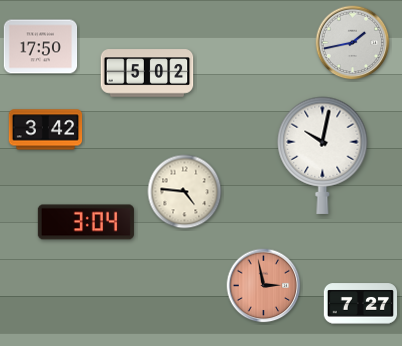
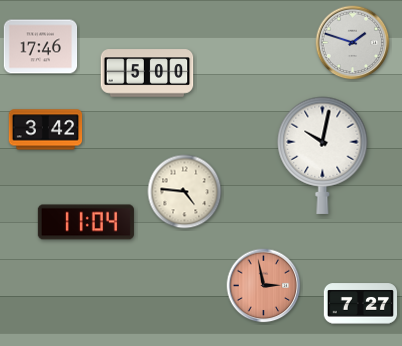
clock at (353, 43): 1:43 -> 1:48
clock at (41, 47): 17:50 -> 17:46
clock at (147, 73): 5:02 -> 5:00
clock at (86, 222): 3:04 -> 11:04
